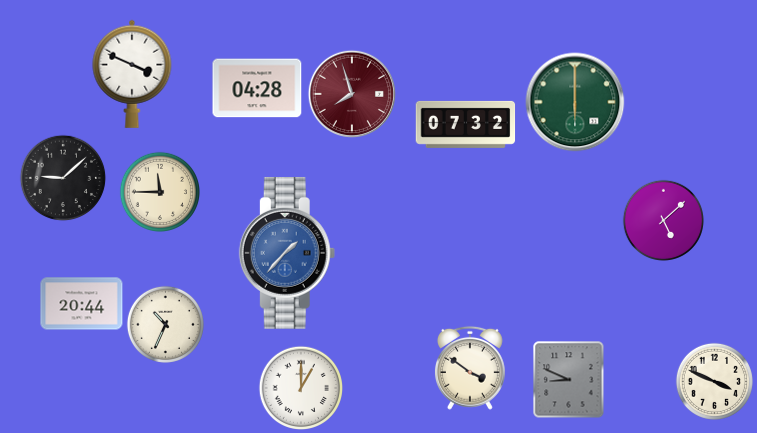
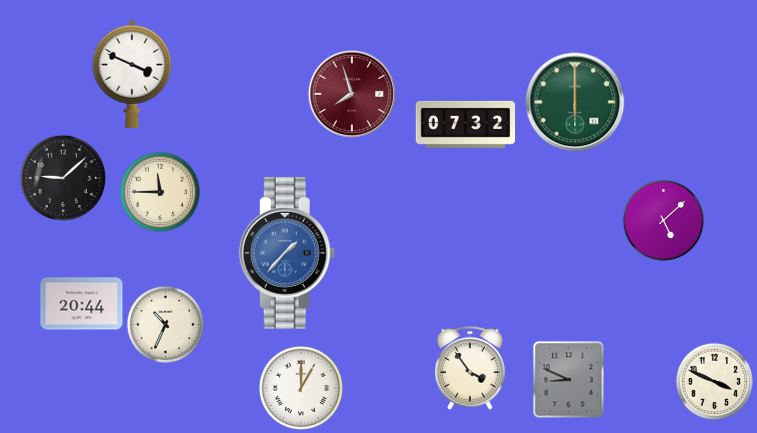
clock at (257, 88): 04:28 -> none
clock at (470, 368): 3:51 -> 3:54
